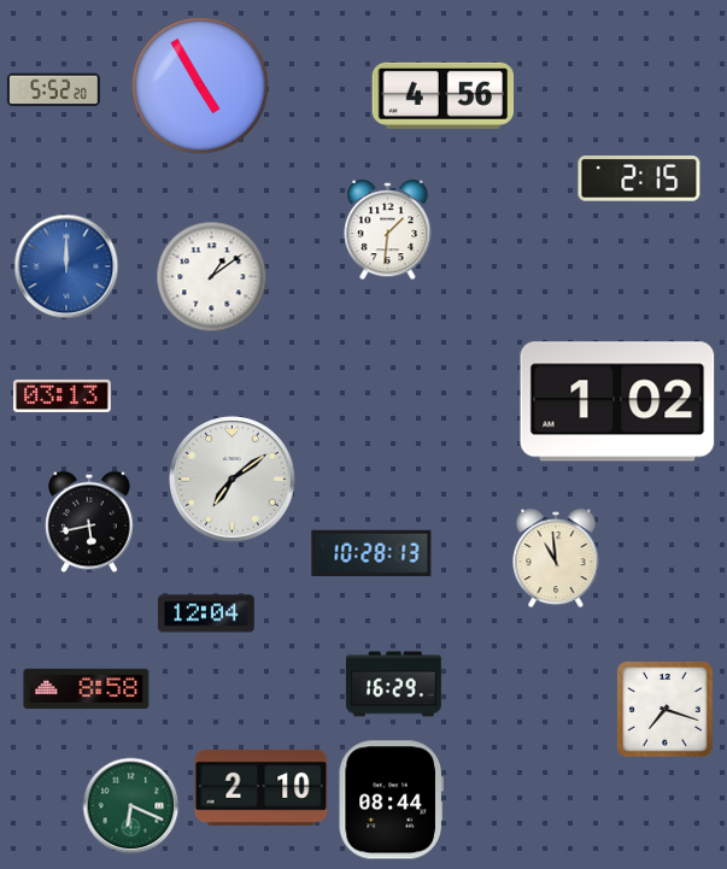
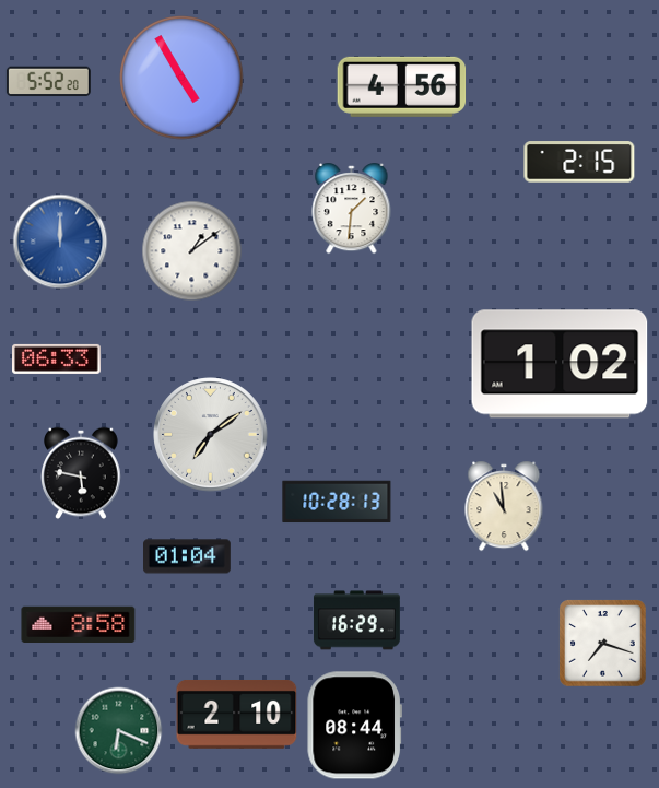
clock at (63, 395): 03:13 -> 06:33
clock at (89, 522): 5:43 -> 5:47
clock at (207, 613): 12:04 -> 01:04
